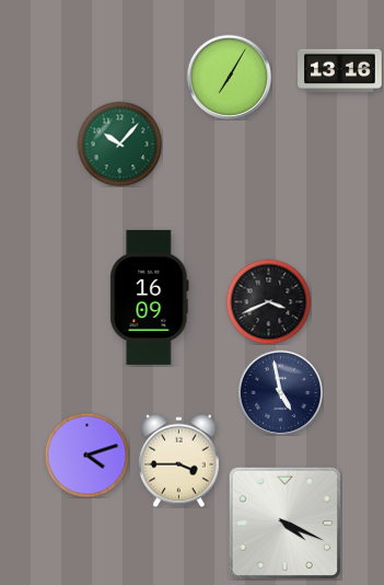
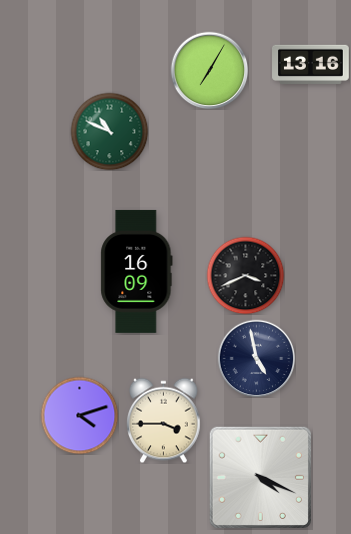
clock at (119, 144): 10:07 -> 10:49
